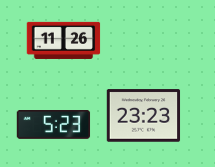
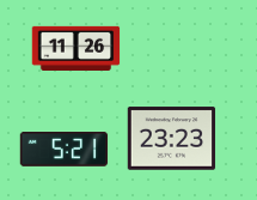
clock at (54, 125): 5:23 -> 5:21
